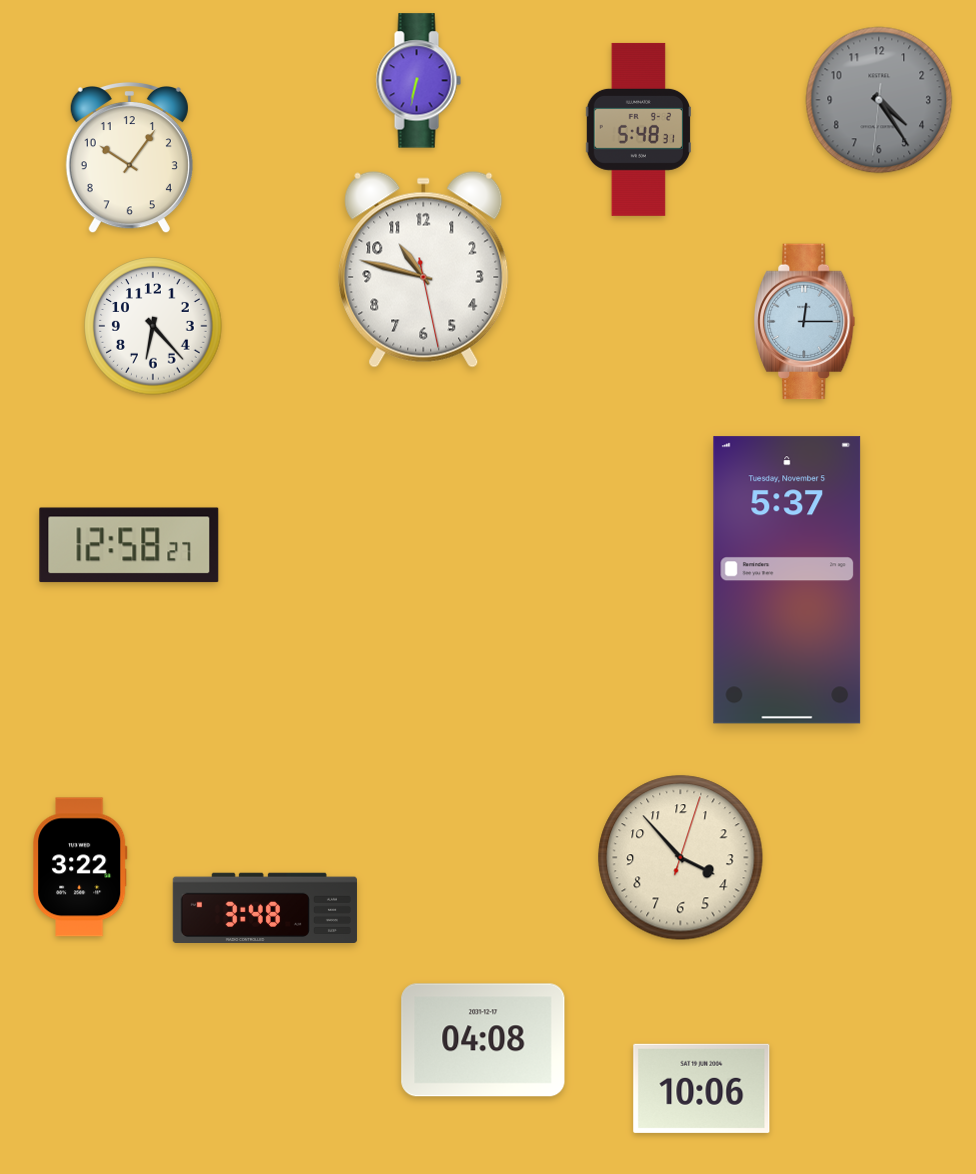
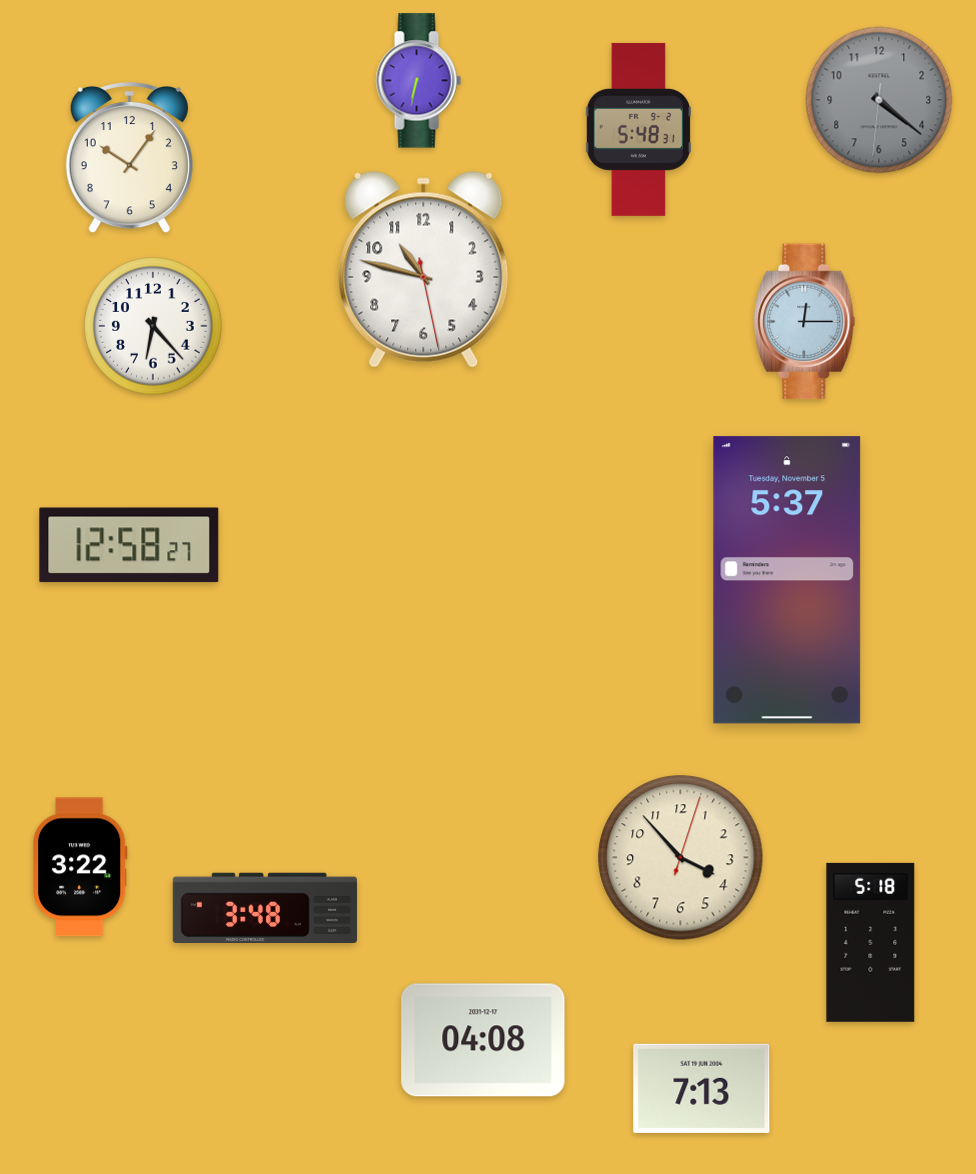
clock at (879, 100): 4:24 -> 4:21
clock at (871, 942): none -> 5:18
clock at (702, 1088): 10:06 -> 7:13
